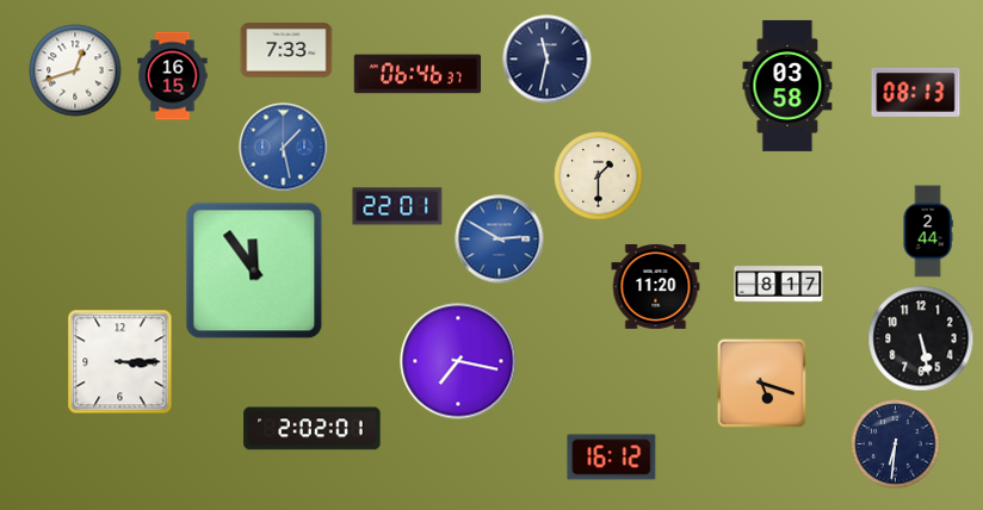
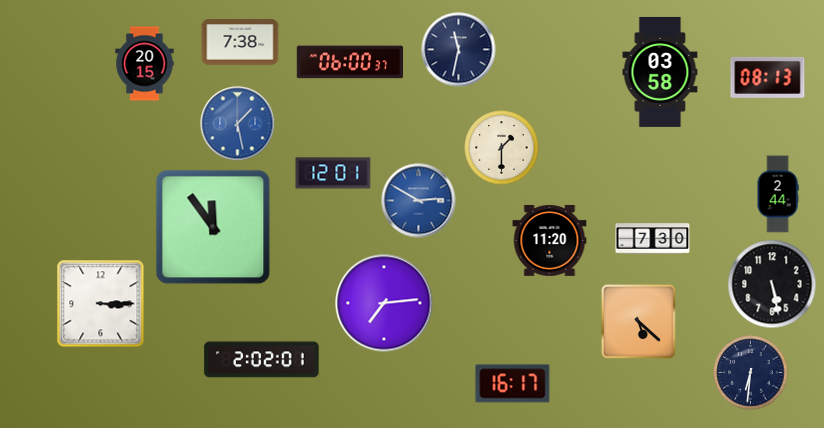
clock at (286, 50): 7:33 -> 7:38
clock at (75, 70): 12:42 -> none
clock at (418, 74): 06:46 -> 06:00
clock at (173, 76): 16:15 -> 20:15
clock at (397, 206): 22:01 -> 12:01
clock at (779, 285): 8:17 -> 7:30
clock at (458, 361): 7:17 -> 7:14
clock at (761, 382): 5:18 -> 5:22
clock at (612, 458): 16:12 -> 16:17
